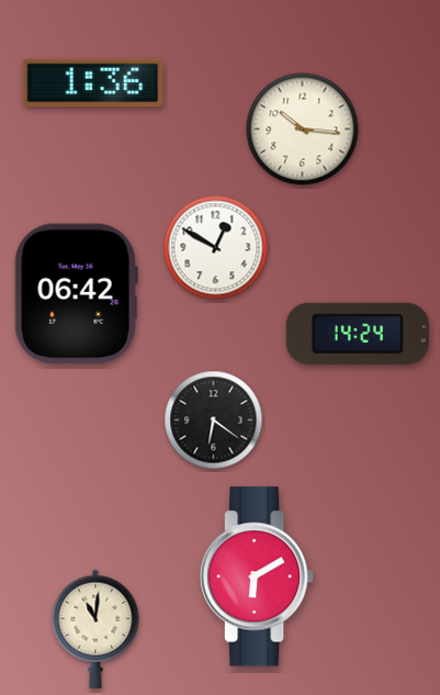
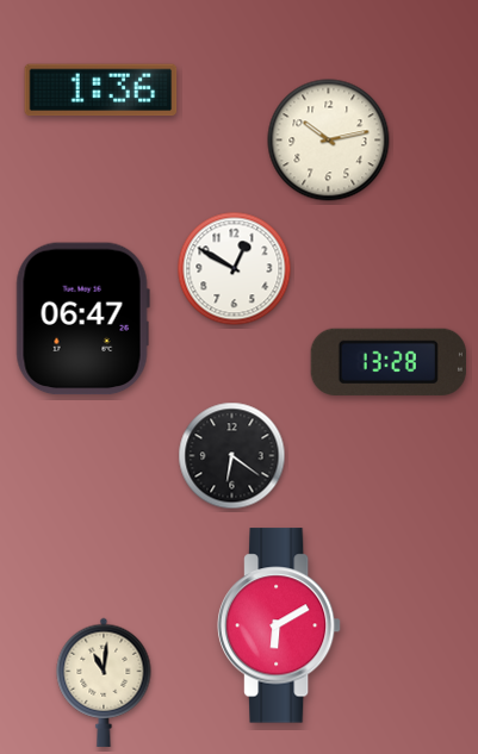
clock at (303, 130): 10:16 -> 10:13
clock at (76, 294): 06:42 -> 06:47
clock at (358, 334): 14:24 -> 13:28
